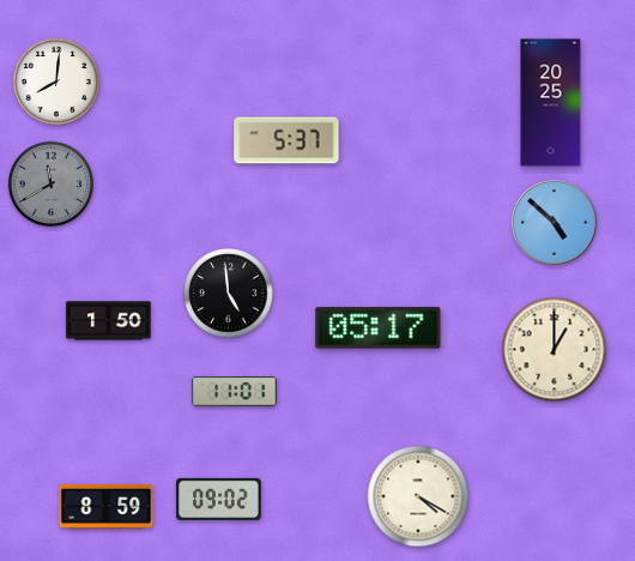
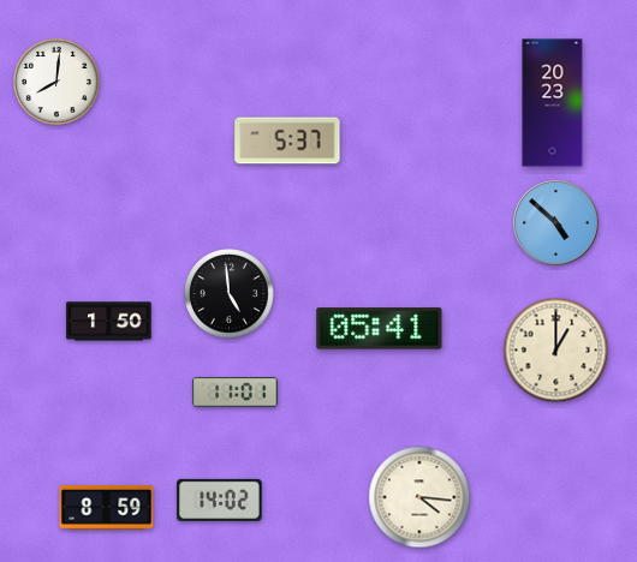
clock at (551, 103): 20:25 -> 20:23
clock at (50, 183): 11:40 -> none
clock at (379, 328): 05:17 -> 05:41
clock at (418, 496): 4:20 -> 4:16
clock at (219, 499): 09:02 -> 14:02
